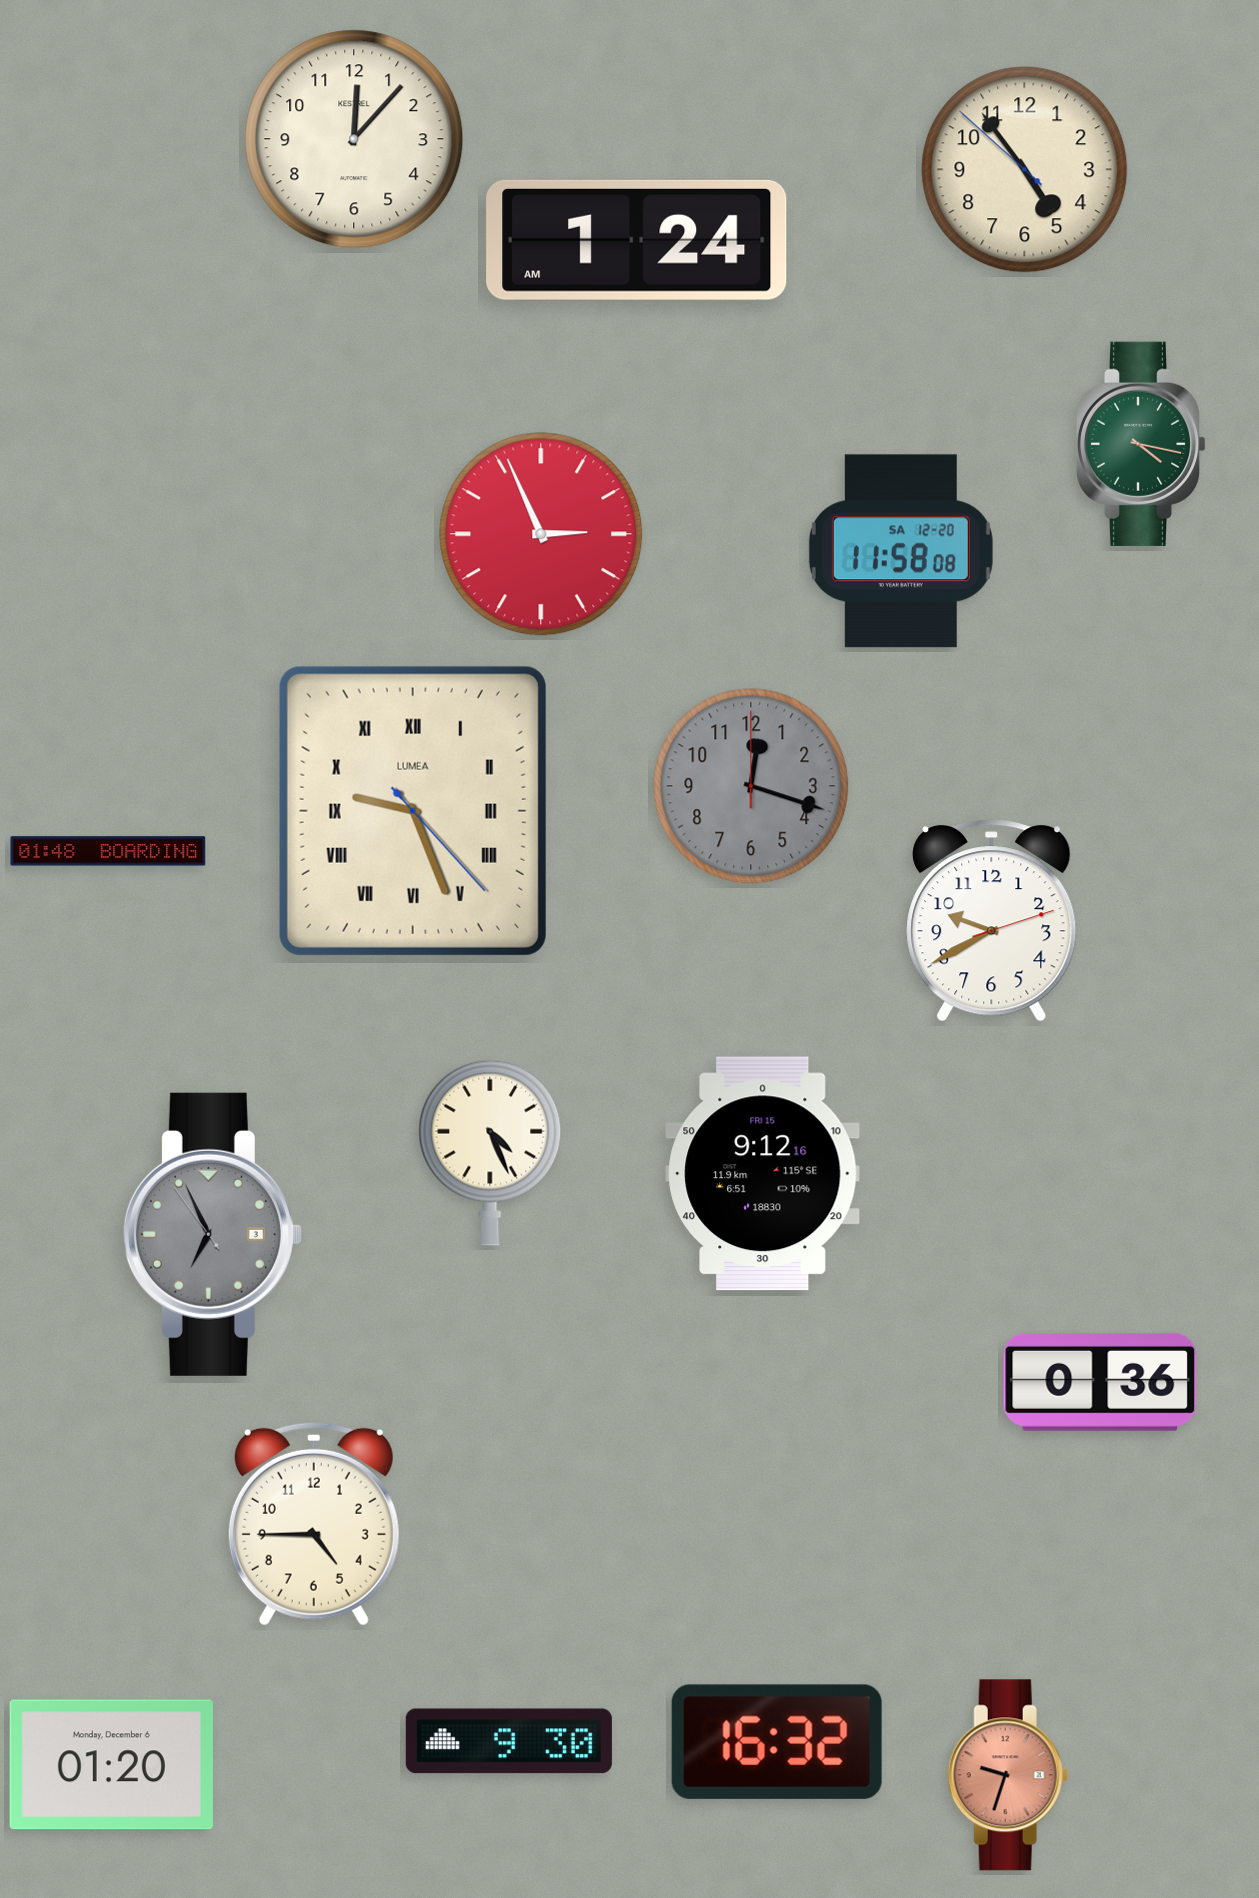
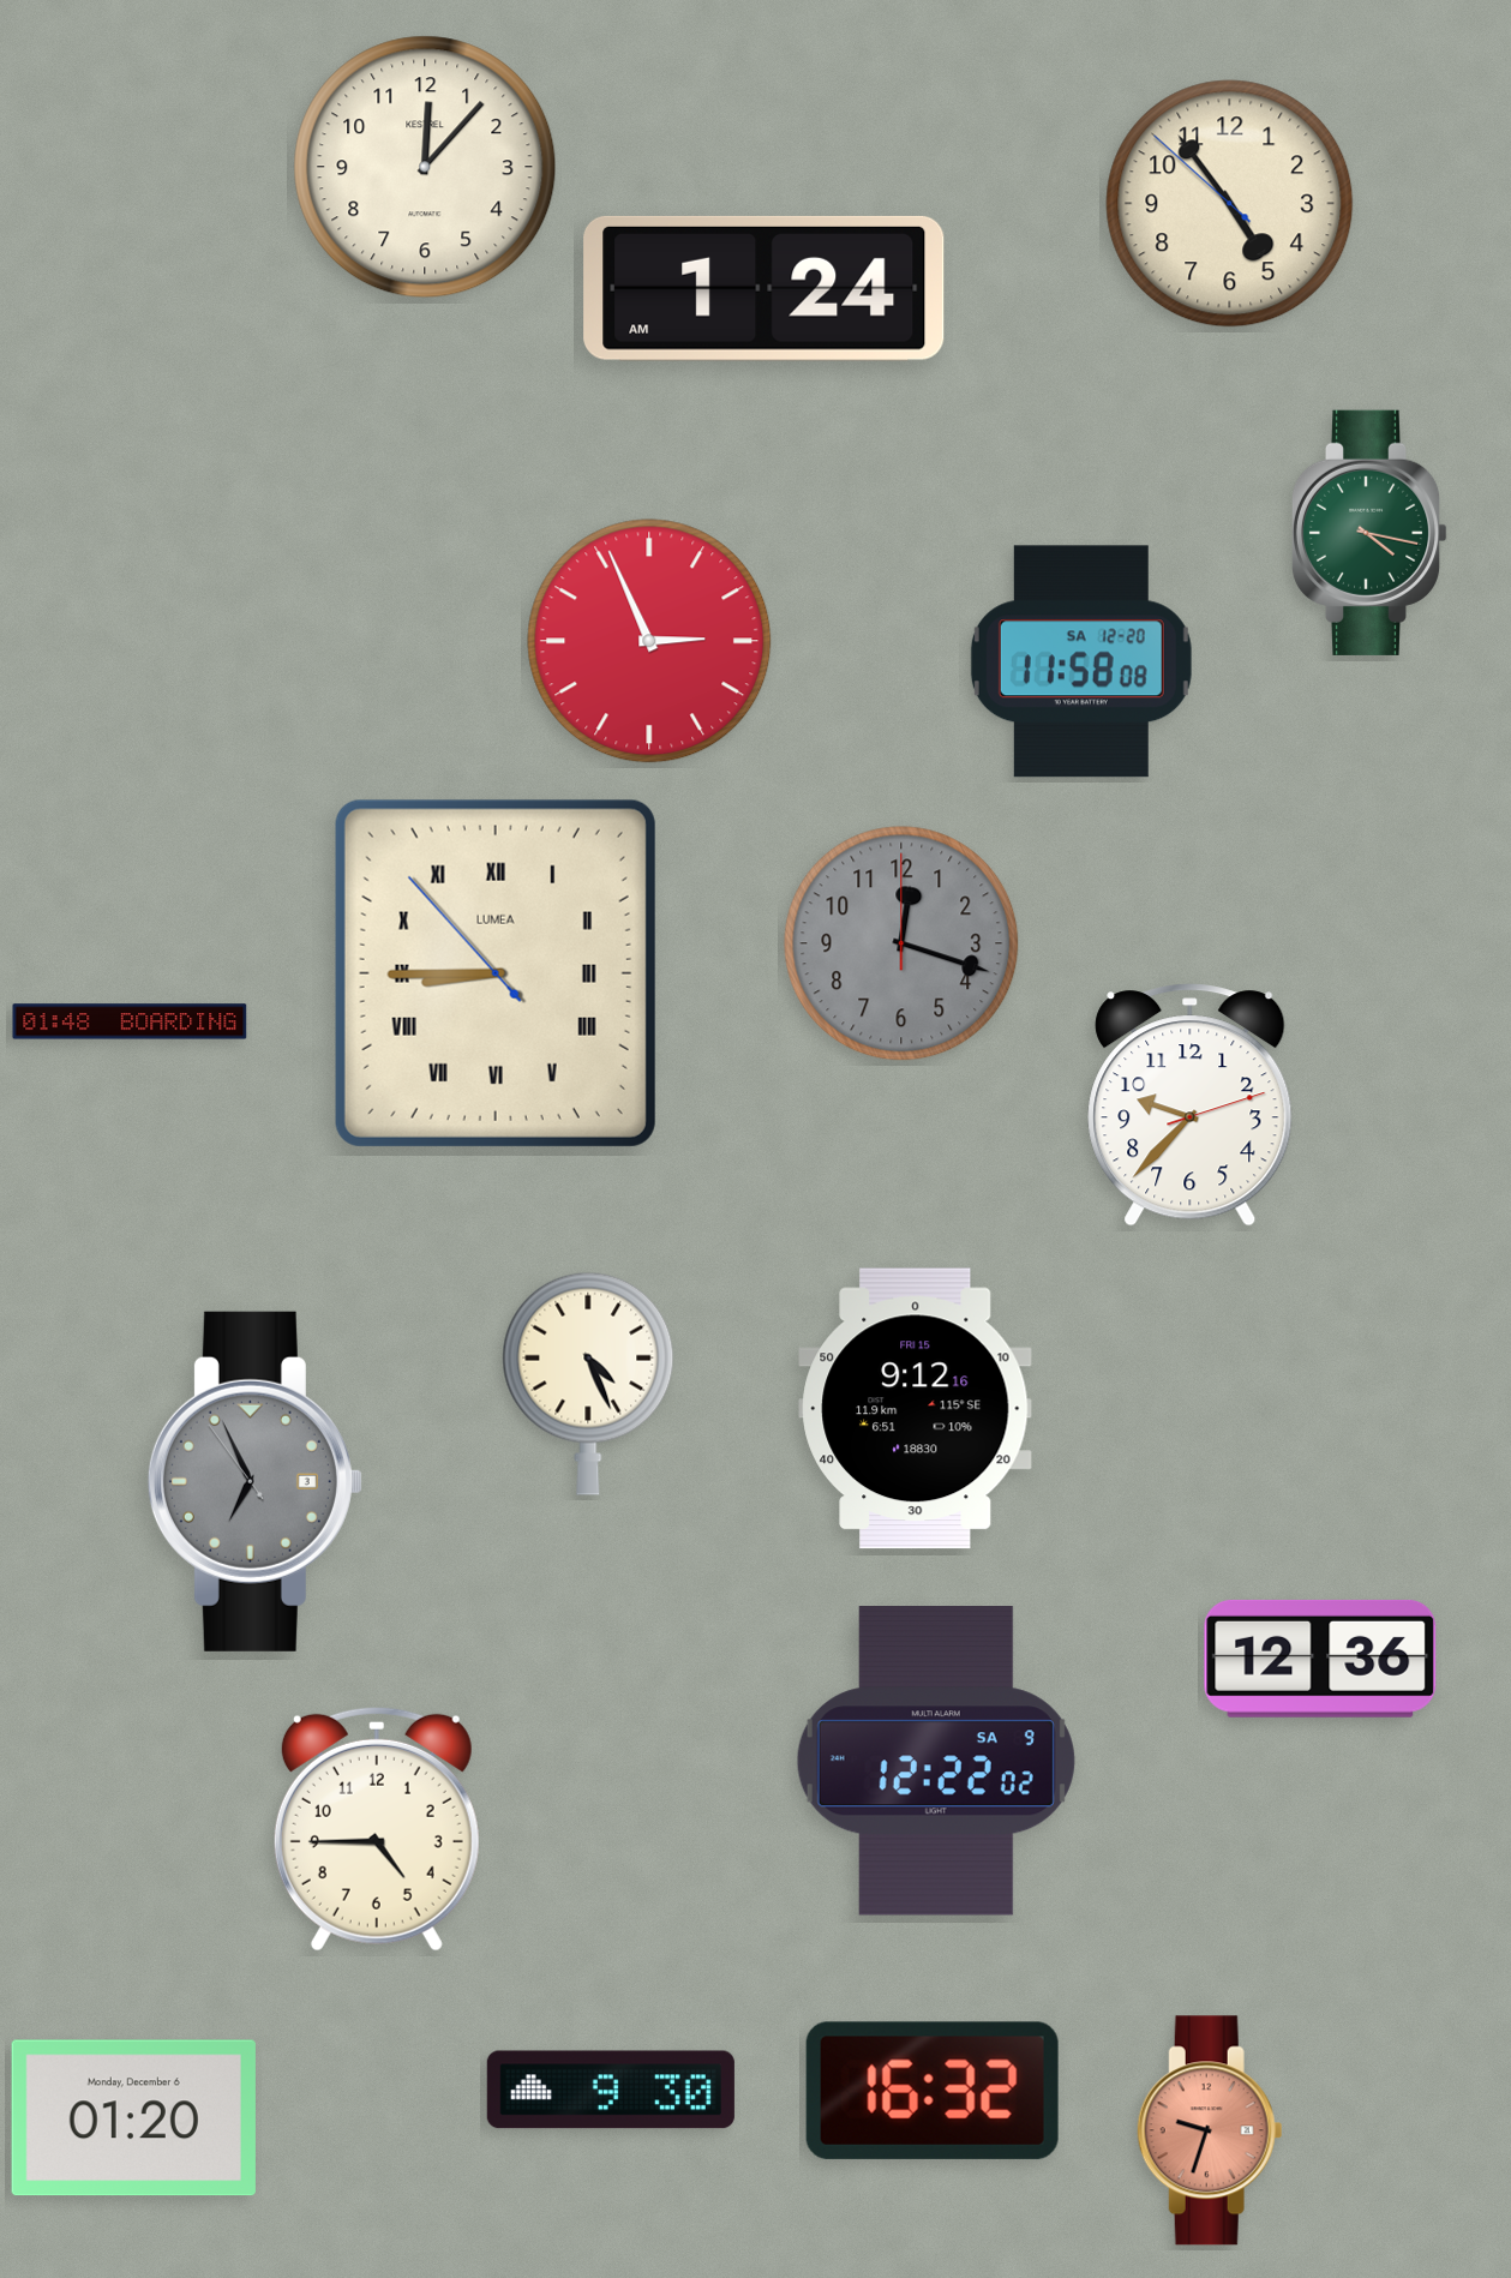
clock at (413, 811): 9:26 -> 8:44
clock at (992, 921): 9:40 -> 9:37
clock at (1100, 1382): 0:36 -> 12:36
clock at (936, 1761): none -> 12:22
